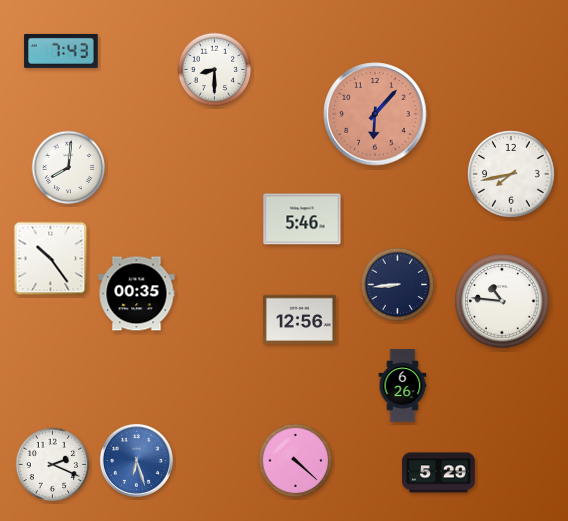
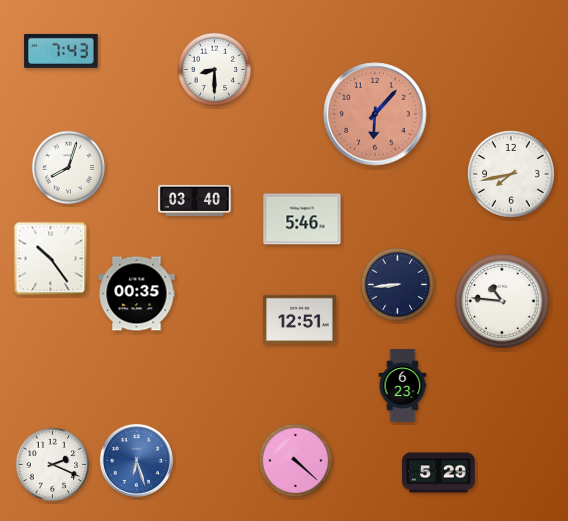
clock at (69, 168): 8:01 -> 8:03
clock at (195, 200): none -> 03:40
clock at (300, 319): 12:56 -> 12:51
clock at (403, 386): 6:26 -> 6:23
